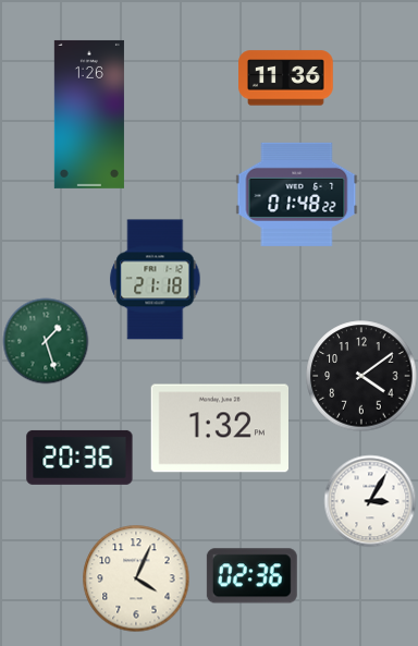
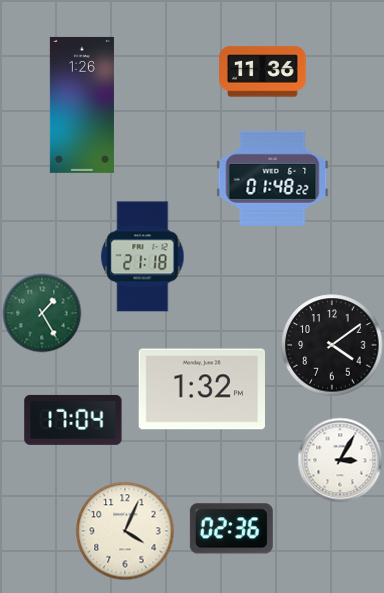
clock at (46, 341): 1:27 -> 1:25
clock at (219, 428) position: (219, 428) -> (201, 389)
clock at (79, 458): 20:36 -> 17:04
